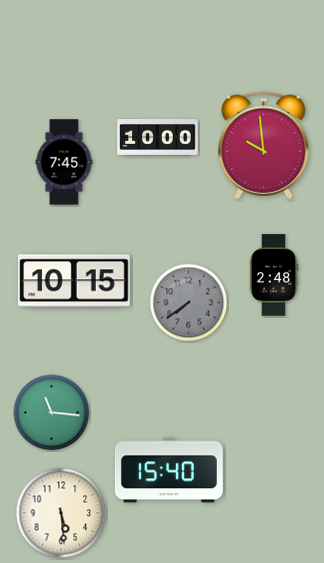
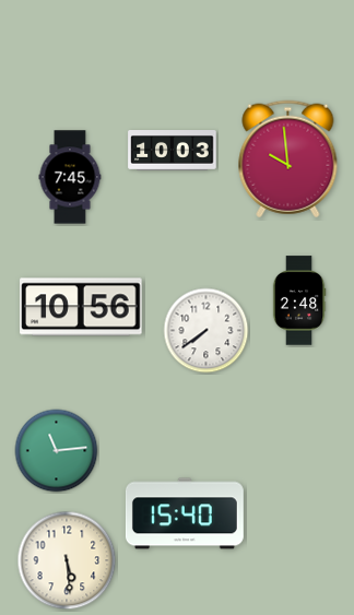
clock at (158, 138): 10:00 -> 10:03
clock at (74, 281): 10:15 -> 10:56
clock at (189, 303) dial: grey -> white
clock at (52, 413): 11:16 -> 11:14
